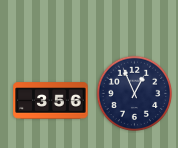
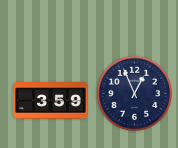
clock at (51, 101): 3:56 -> 3:59
